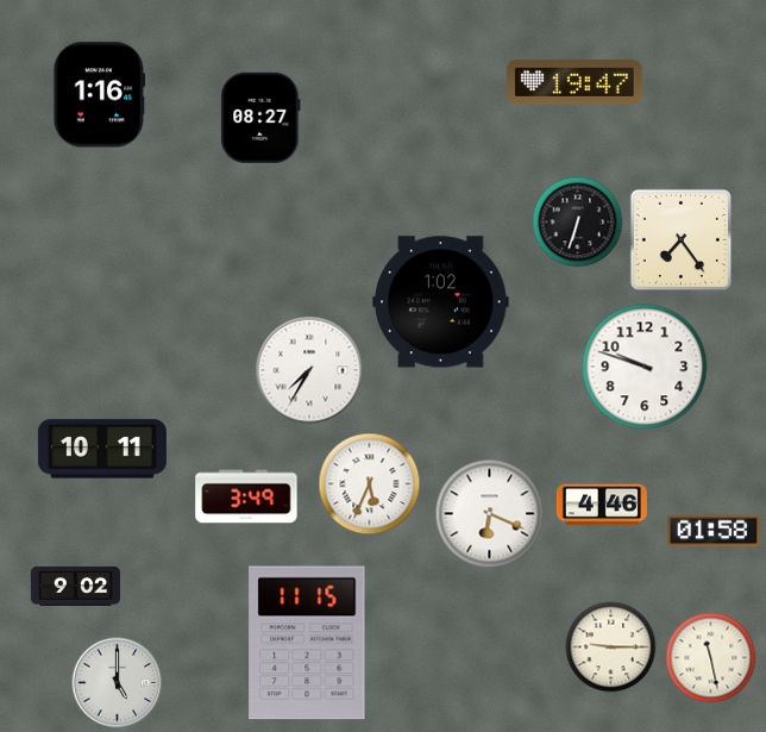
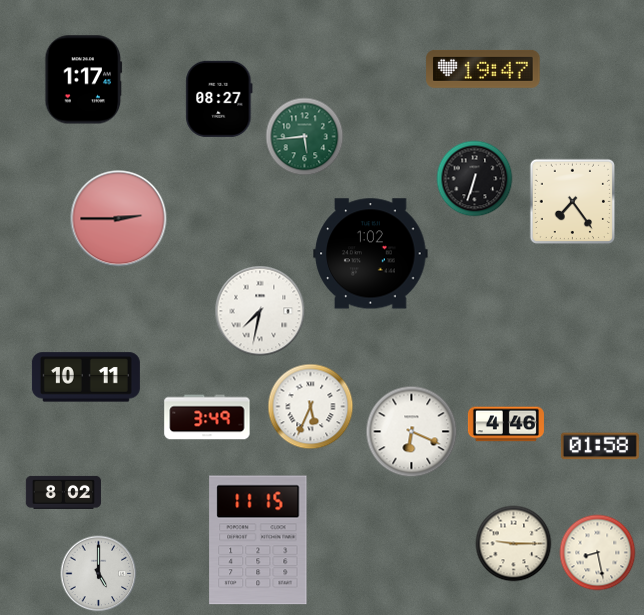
clock at (100, 95): 1:16 -> 1:17
clock at (305, 137): none -> 5:44
clock at (578, 223) position: (578, 223) -> (475, 179)
clock at (119, 219): none -> 2:45
clock at (645, 367): 9:48 -> none
clock at (309, 370): 7:35 -> 7:32
clock at (75, 586): 9:02 -> 8:02
clock at (711, 658): 11:28 -> 8:28
